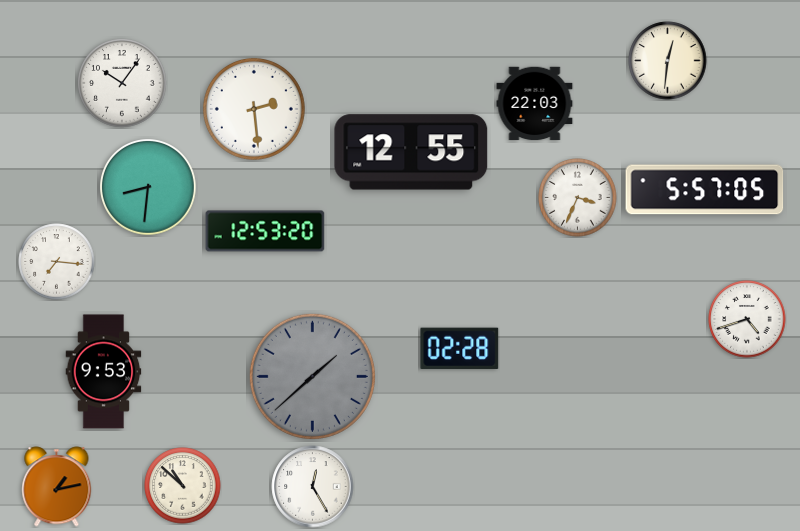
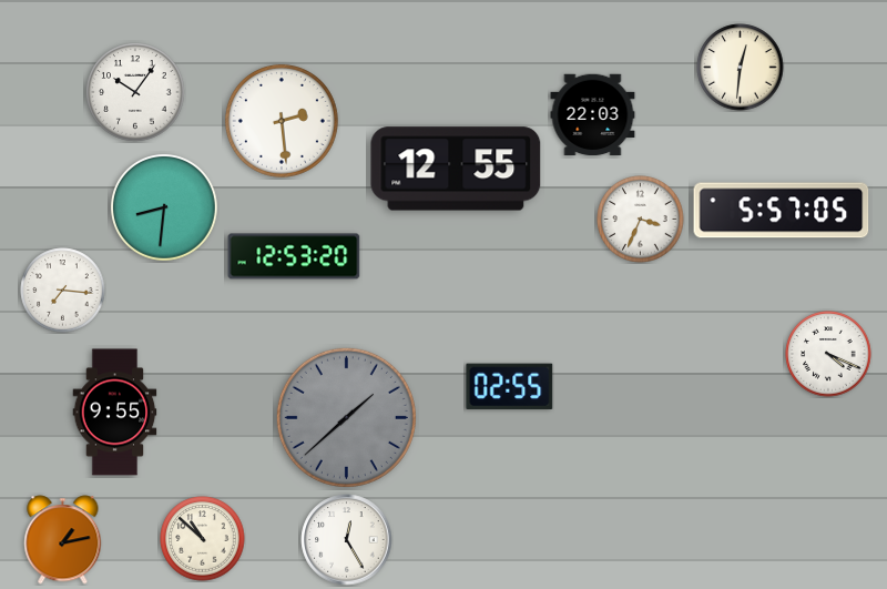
clock at (747, 319): 4:42 -> 4:19
clock at (460, 348): 02:28 -> 02:55
clock at (104, 372): 9:53 -> 9:55
